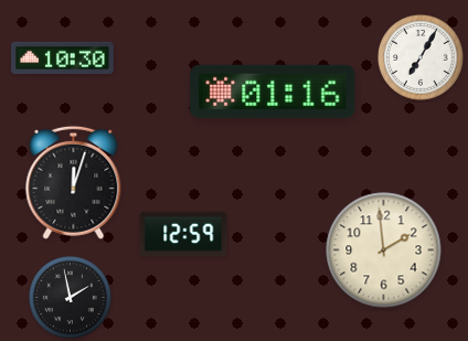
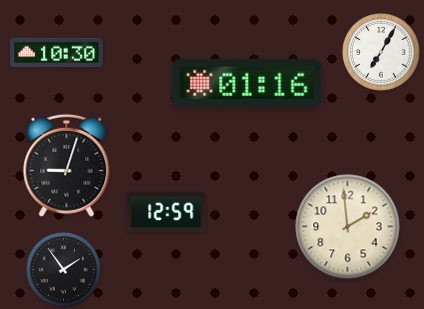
clock at (74, 182): 12:03 -> 9:03
clock at (71, 298): 1:58 -> 1:54
